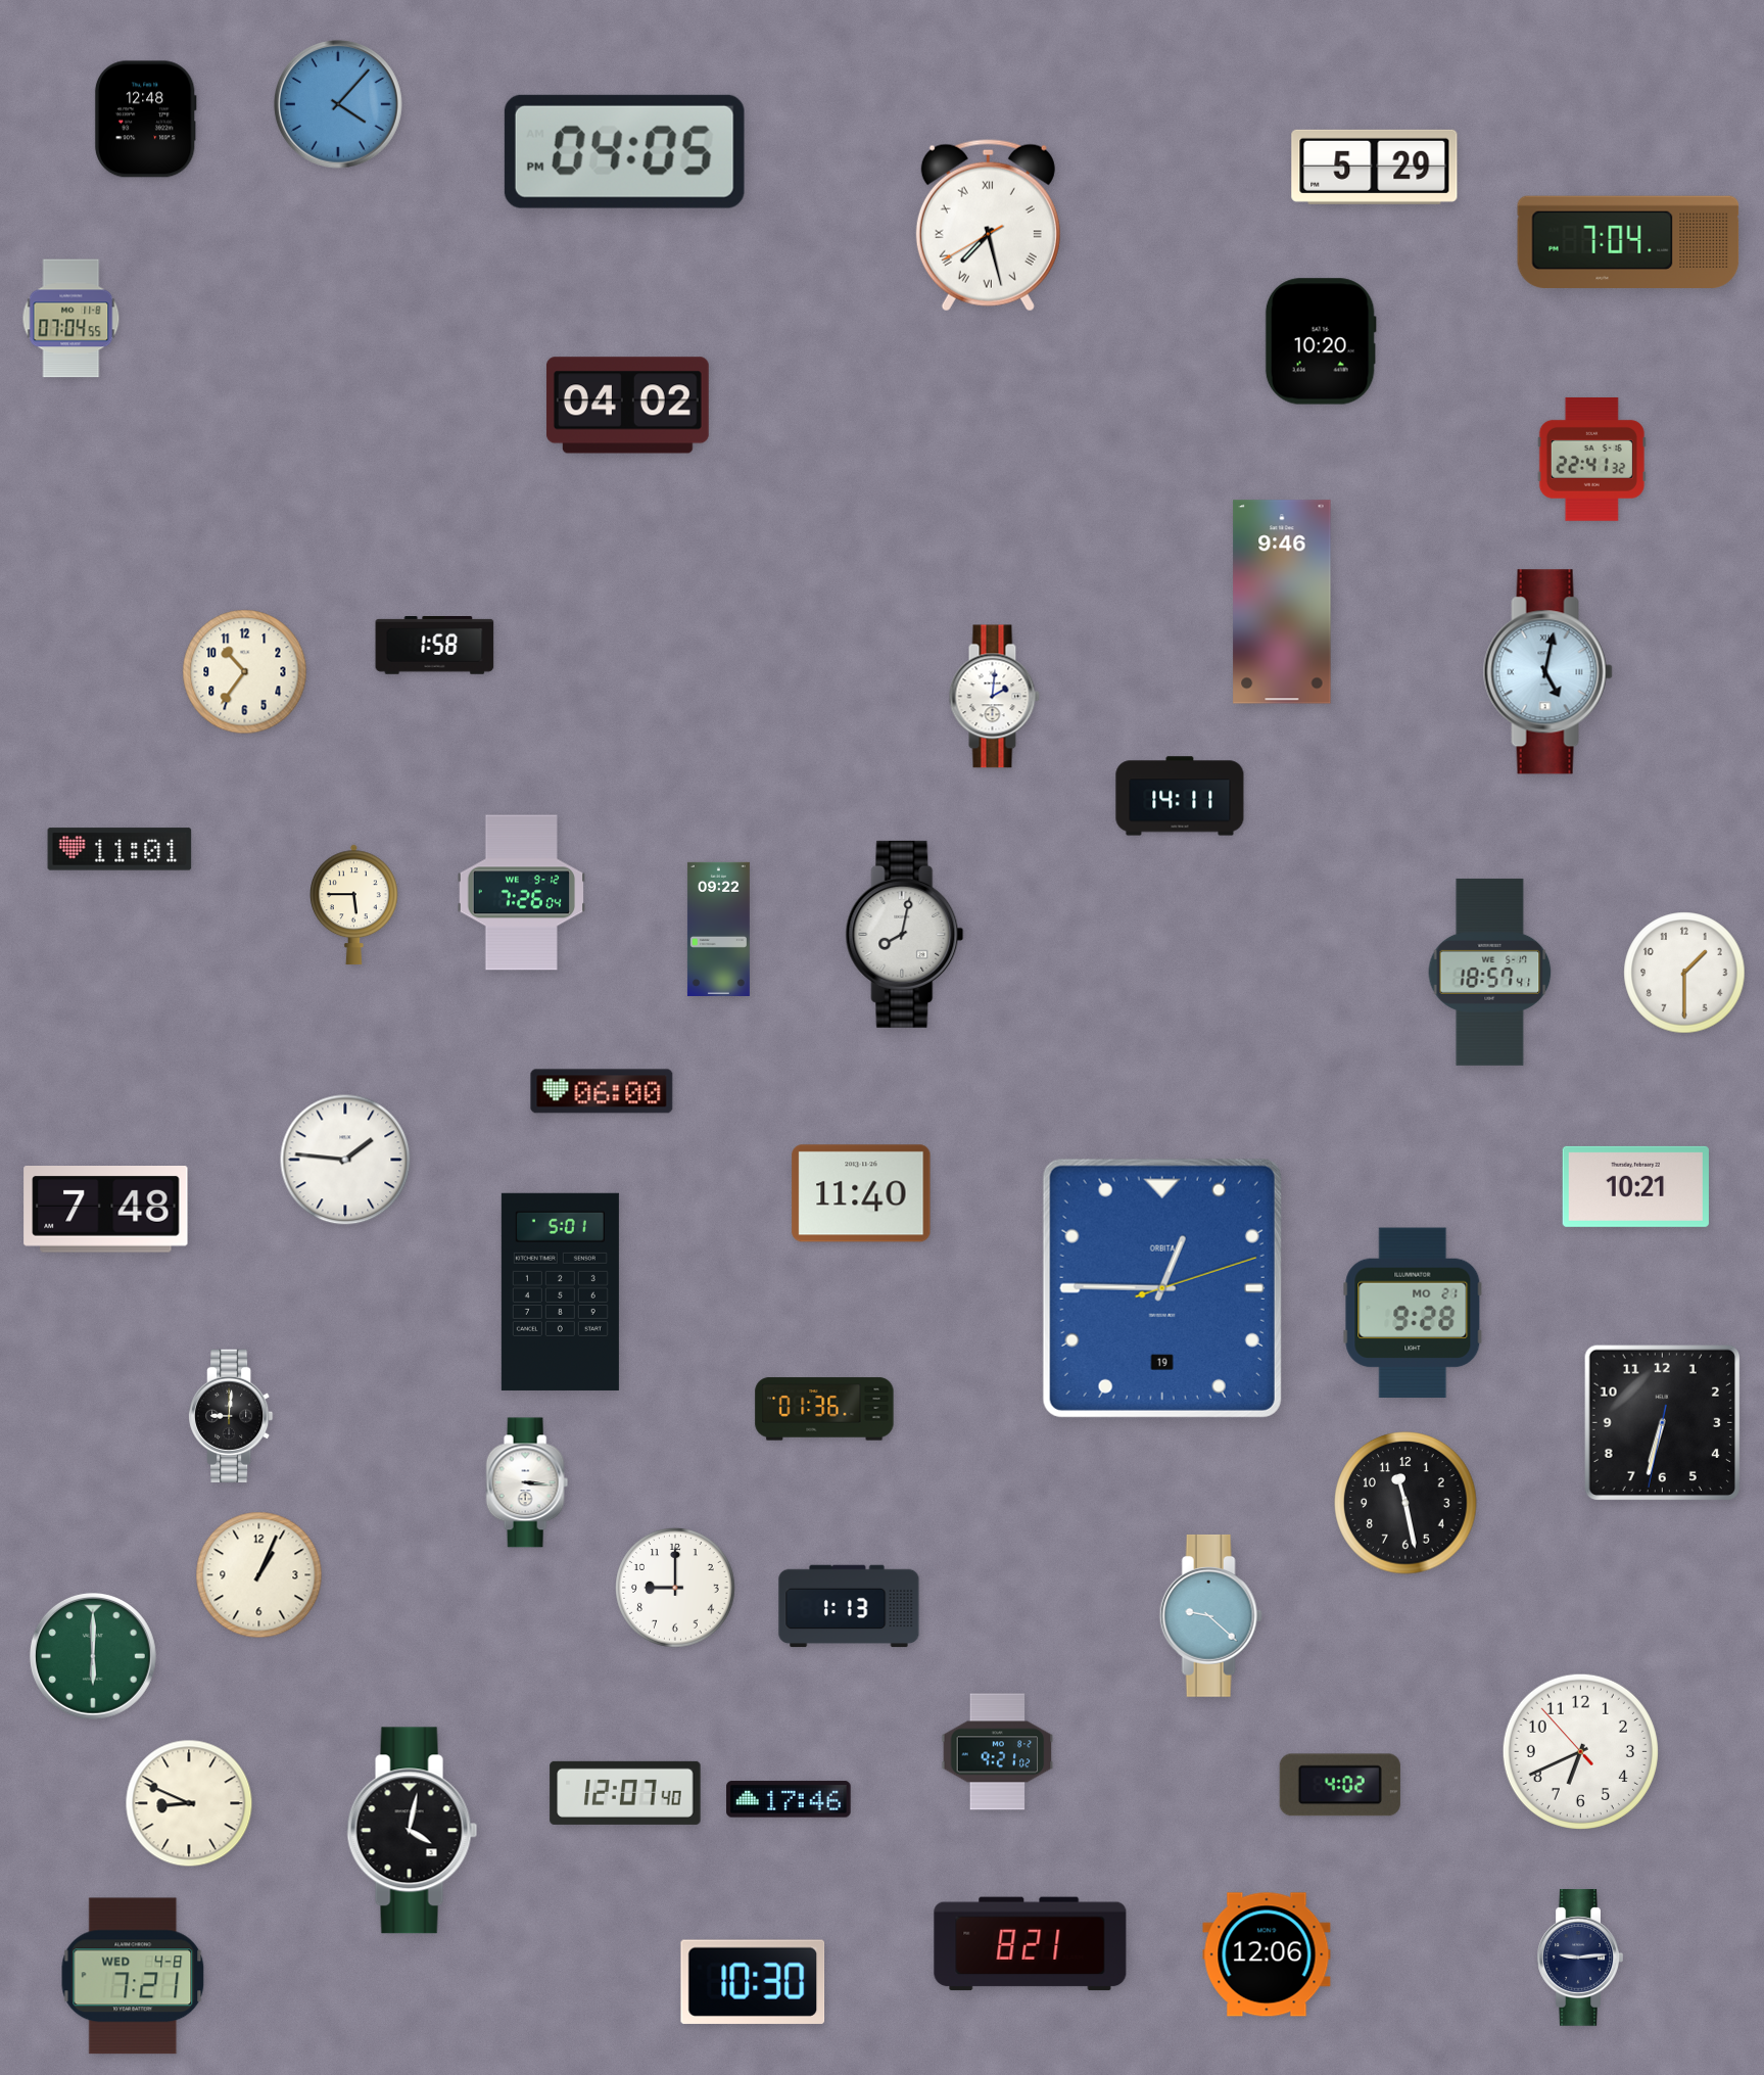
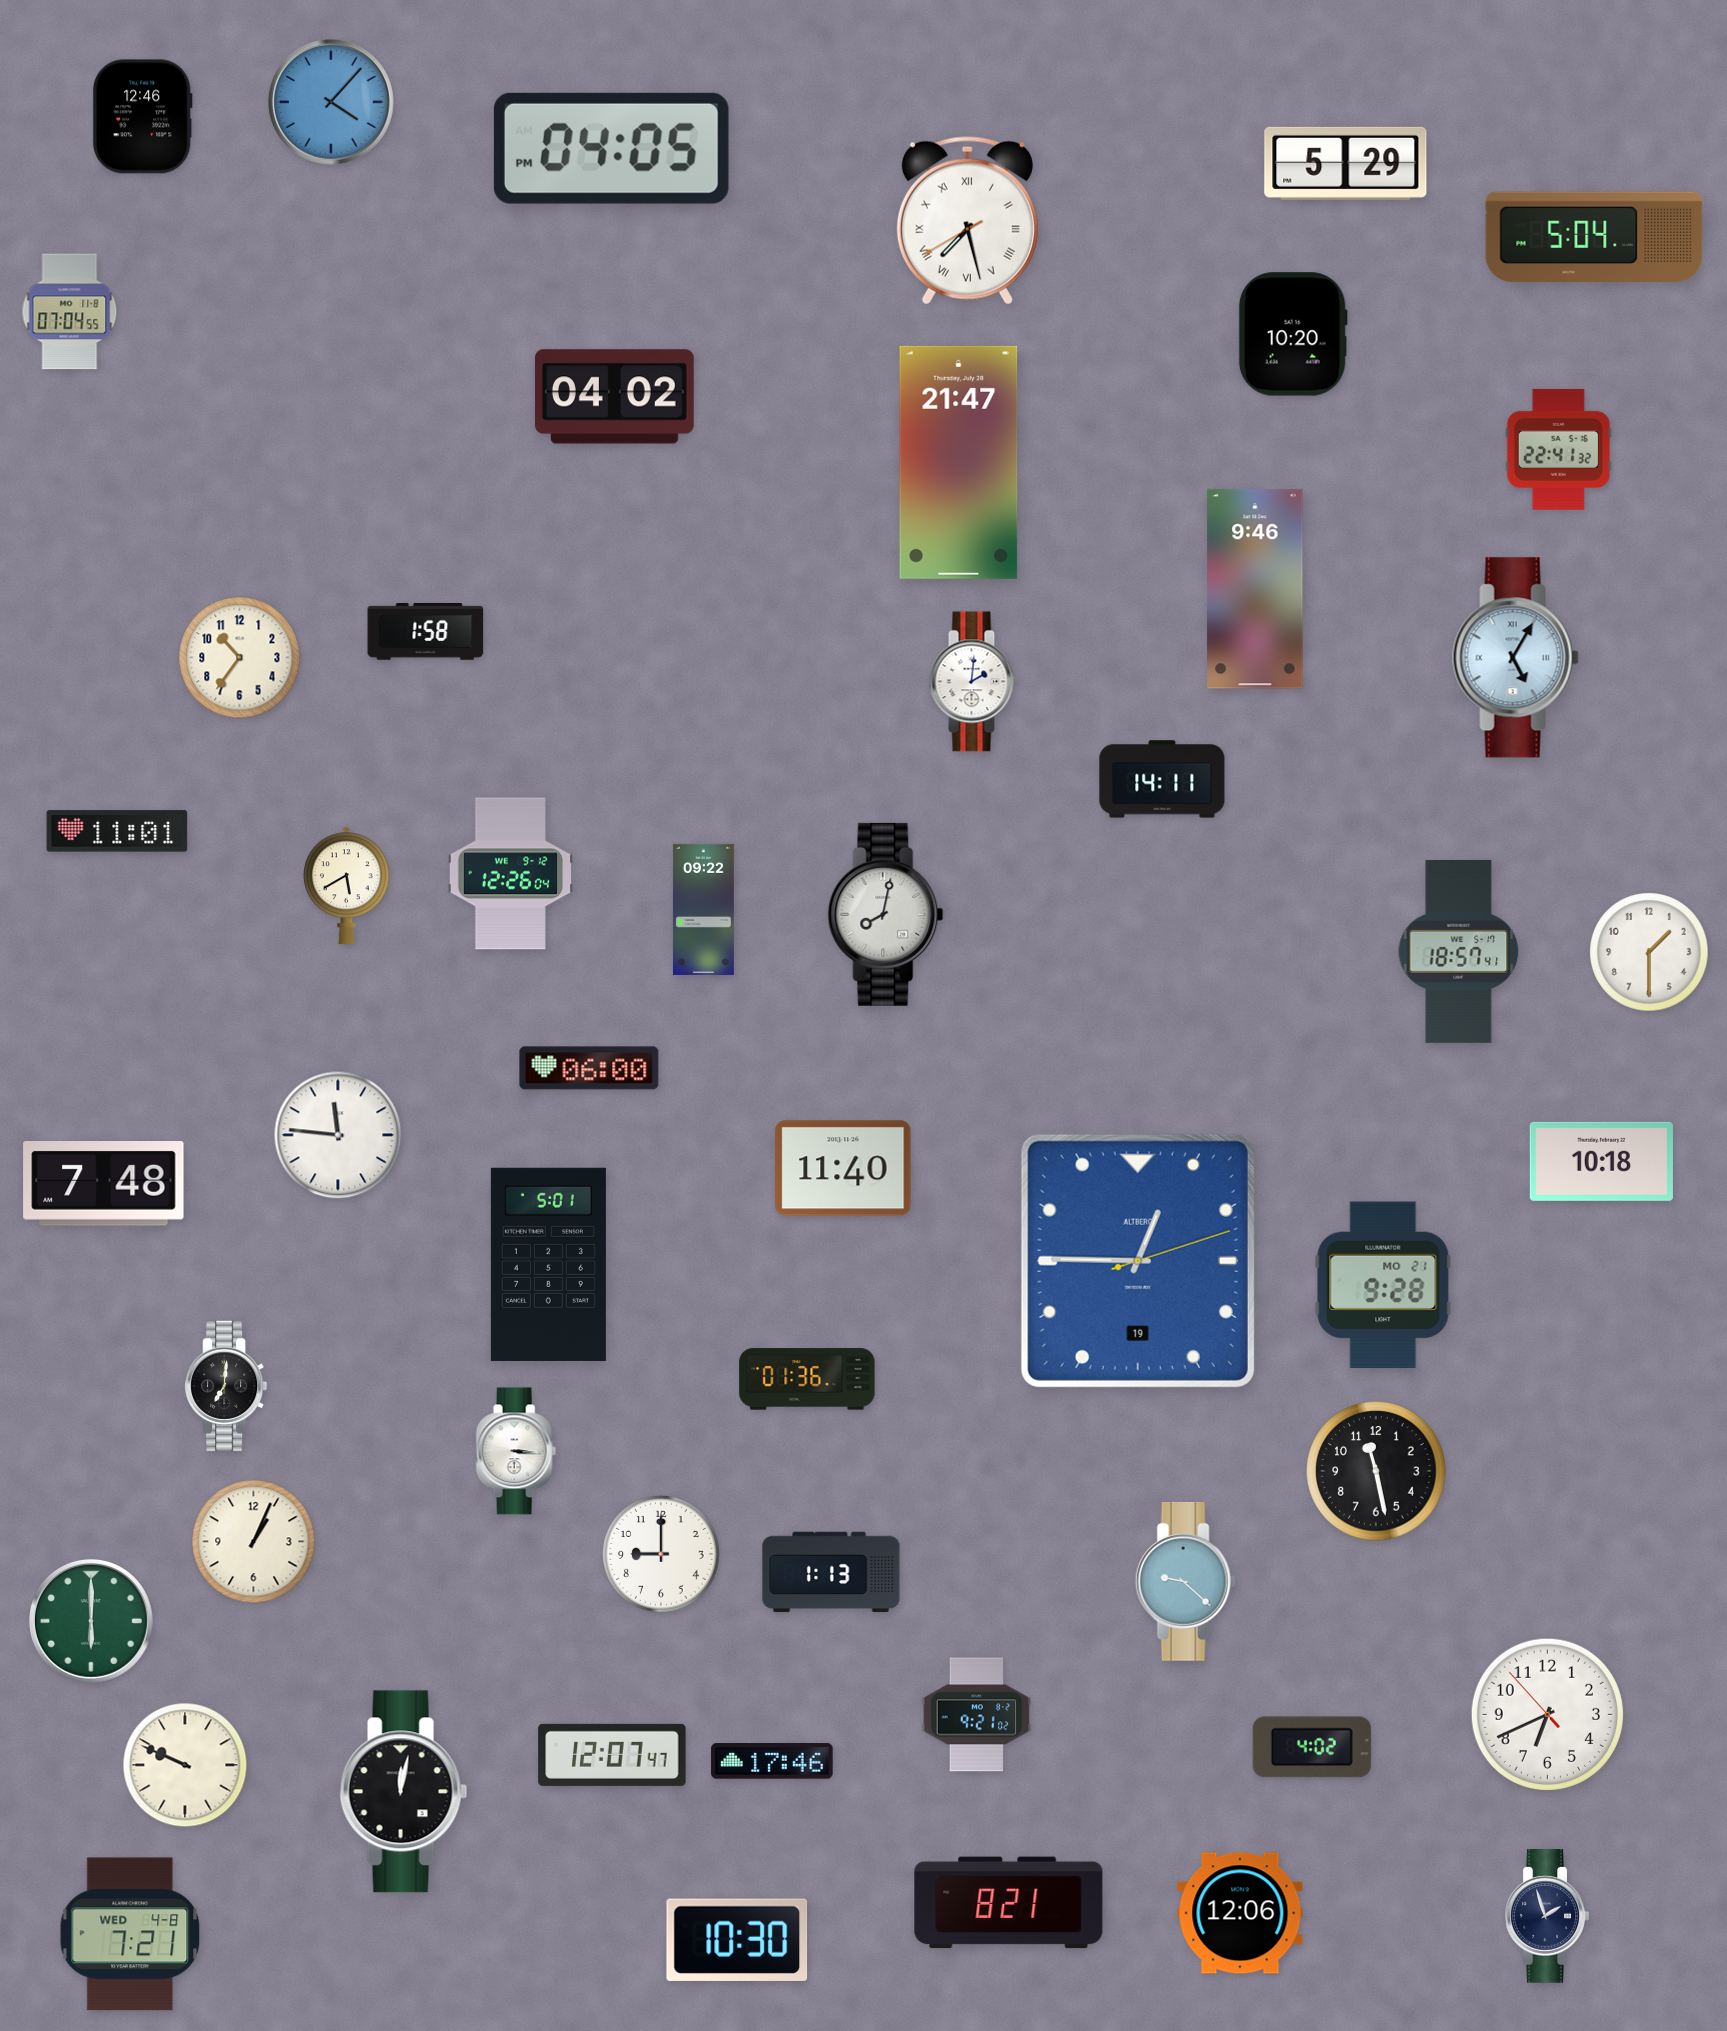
clock at (145, 120): 12:48 -> 12:46
clock at (1628, 241): 7:04 -> 5:04
clock at (959, 462): none -> 21:47
clock at (1547, 672): 5:02 -> 5:05
clock at (1180, 796) position: (1180, 796) -> (1162, 779)
clock at (522, 893): 7:26 -> 12:26
clock at (354, 905): 5:45 -> 5:40
clock at (345, 1160): 1:46 -> 11:46
clock at (1635, 1186): 10:21 -> 10:18
clock at (1162, 1288) brand: ORBITA -> ALTBERG
clock at (232, 1415): 9:01 -> 7:01
clock at (1662, 1422): 6:32 -> none
clock at (625, 1793): 12:07:40 -> 12:07:47
clock at (189, 1803): 8:49 -> 9:49
clock at (413, 1831): 4:02 -> 12:02
clock at (1580, 1959): 9:14 -> 1:57
